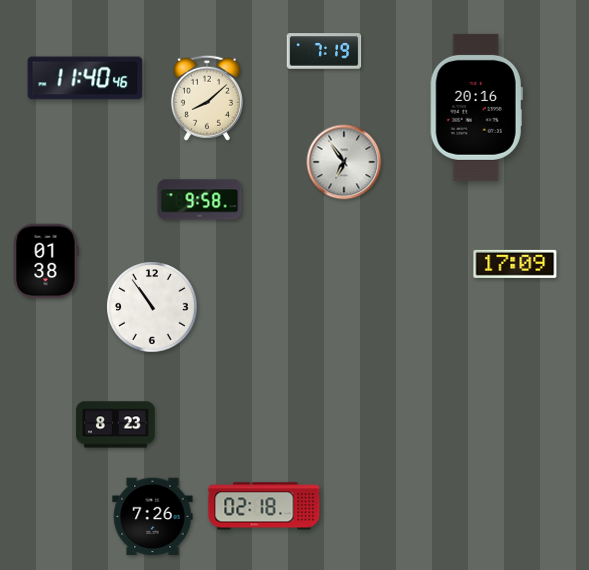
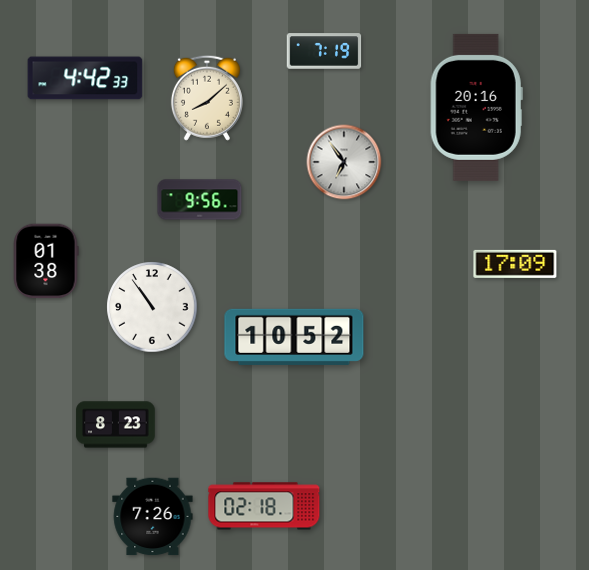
clock at (85, 78): 11:40 -> 4:42
clock at (200, 200): 9:58 -> 9:56
clock at (294, 337): none -> 10:52
